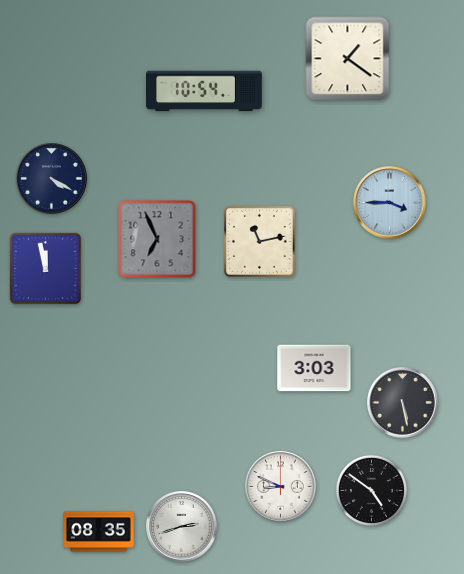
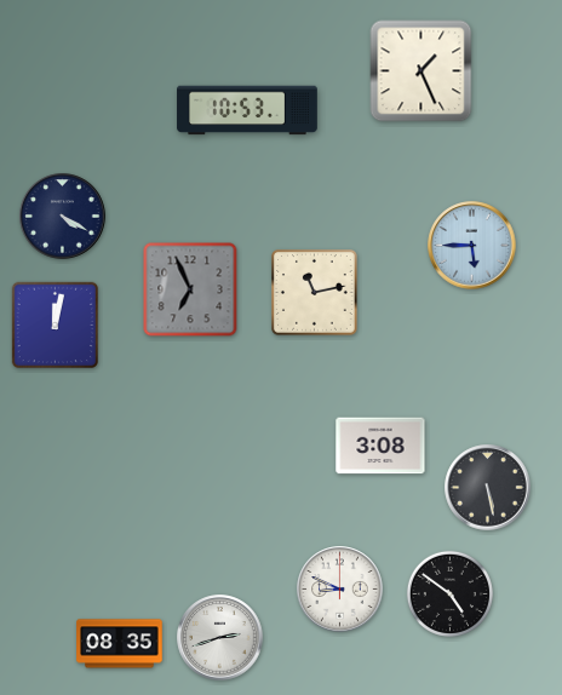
clock at (348, 59): 1:21 -> 1:26
clock at (204, 91): 10:54 -> 10:53
clock at (390, 203): 3:45 -> 5:45
clock at (45, 268): 11:58 -> 12:02
clock at (314, 368): 3:03 -> 3:08
